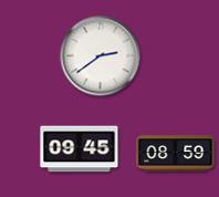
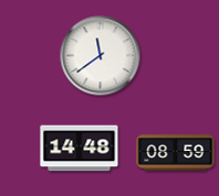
clock at (101, 56): 2:39 -> 11:39
clock at (80, 149): 09:45 -> 14:48
